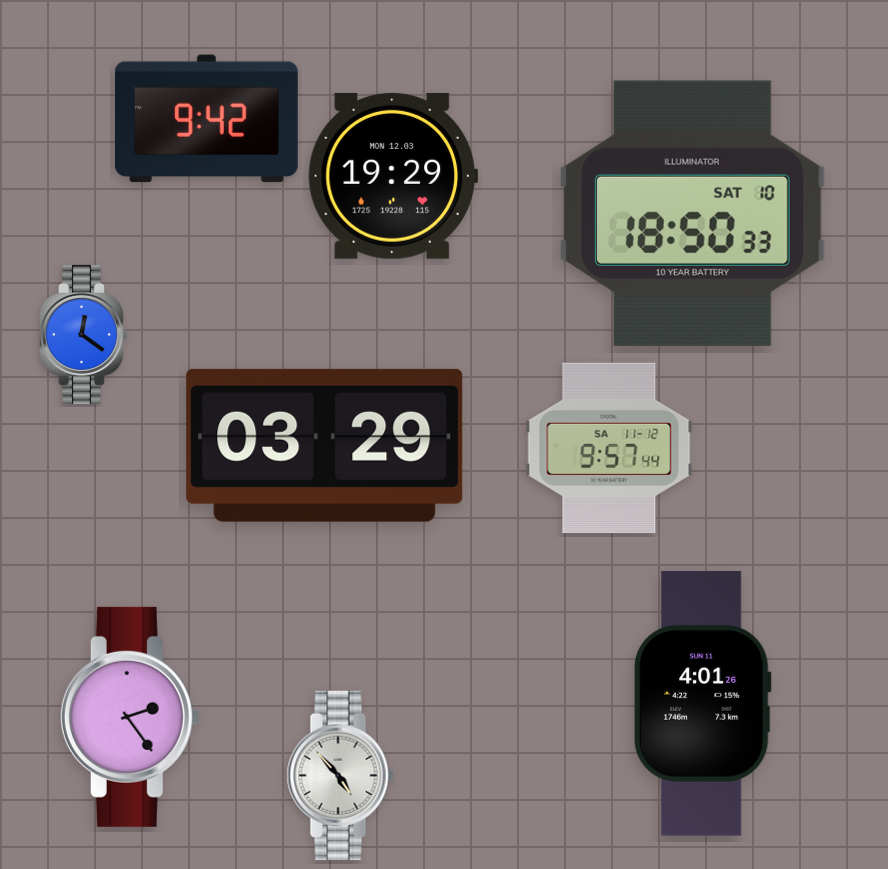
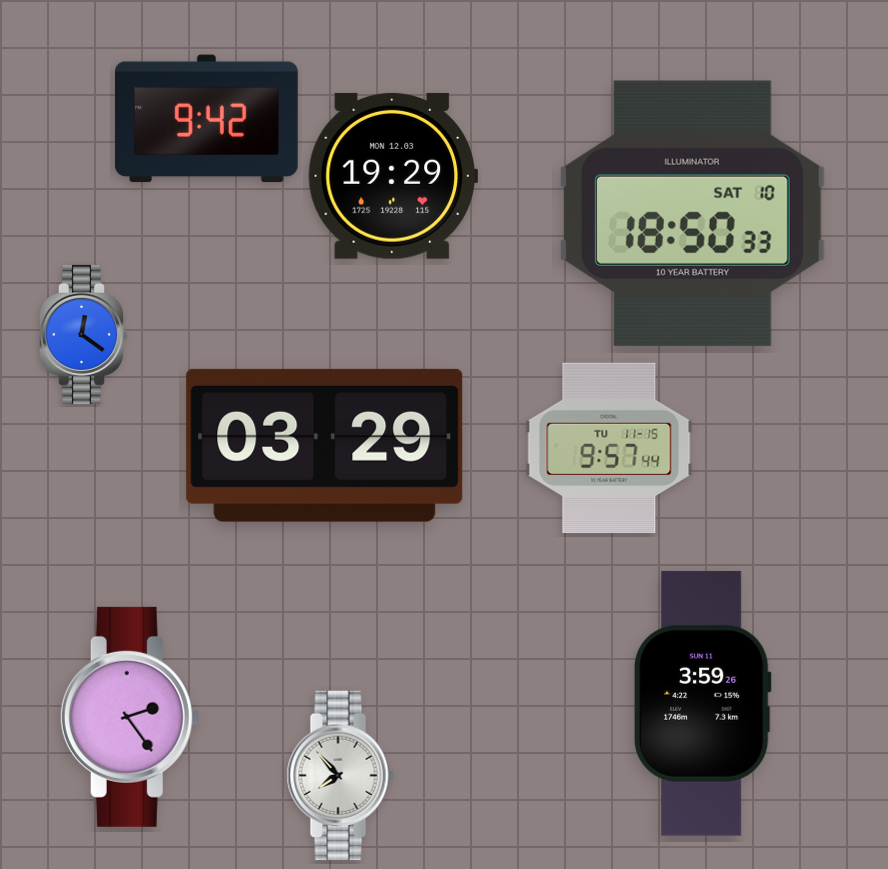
clock at (609, 448) date: SA 11-12 -> TU 11-15
clock at (702, 703): 4:01 -> 3:59
clock at (340, 776): 4:53 -> 7:53
